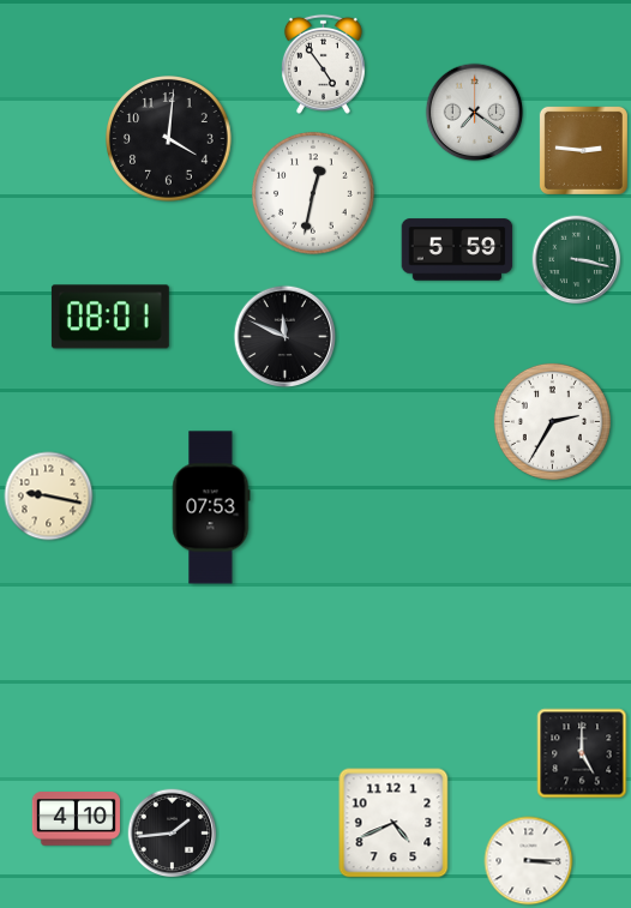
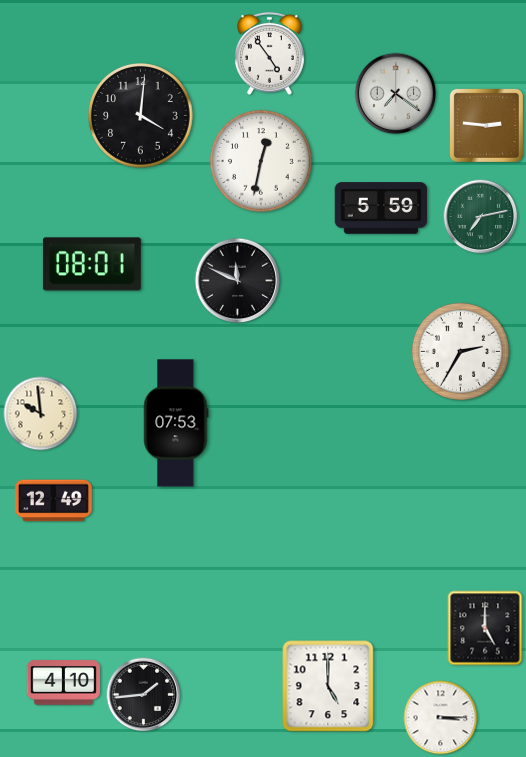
clock at (577, 260): 3:17 -> 7:13
clock at (49, 497): 9:17 -> 9:59
clock at (54, 501): none -> 12:49
clock at (393, 823): 4:41 -> 5:00
